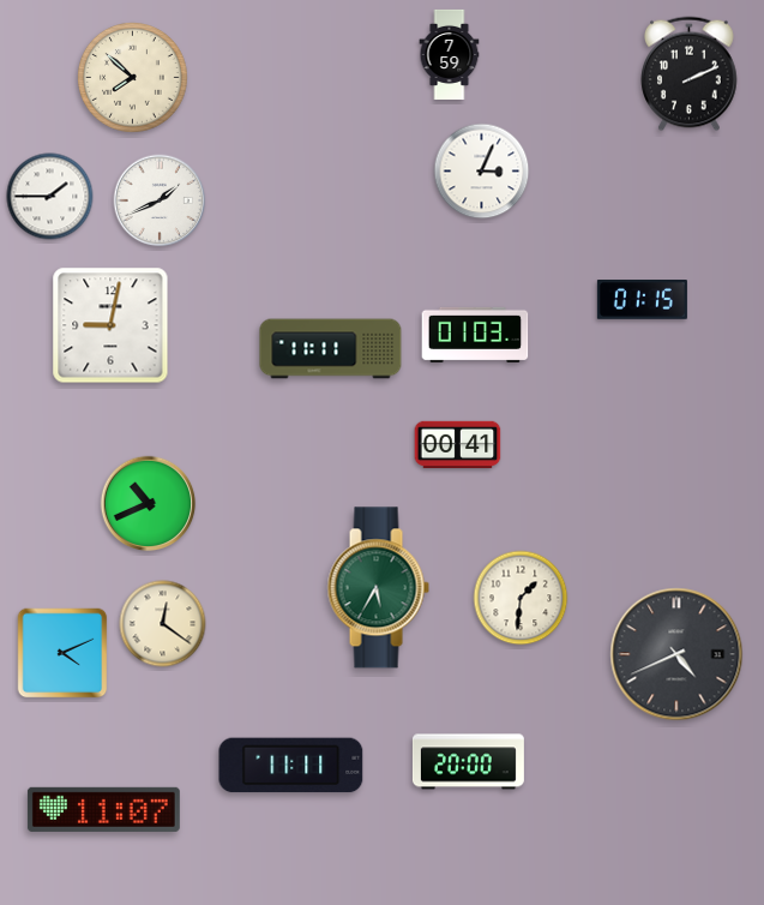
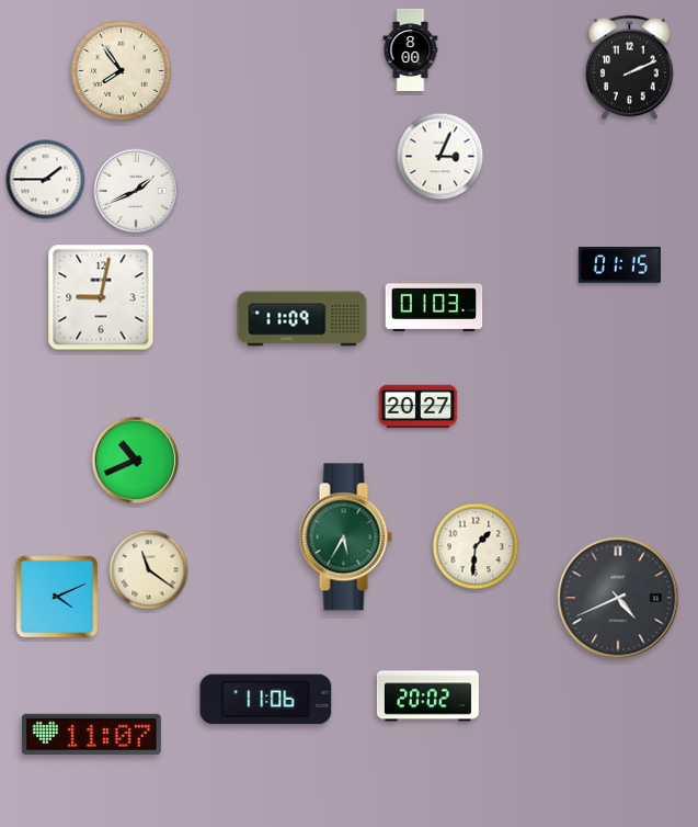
clock at (450, 54): 7:59 -> 8:00
clock at (133, 78): 7:52 -> 7:54
clock at (160, 200) position: (160, 200) -> (136, 191)
clock at (642, 300) position: (642, 300) -> (619, 265)
clock at (331, 349): 11:11 -> 11:09
clock at (458, 445): 00:41 -> 20:27
clock at (163, 624): 12:21 -> 11:21
clock at (468, 762): 20:00 -> 20:02
clock at (291, 766): 11:11 -> 11:06
clock at (103, 809) position: (103, 809) -> (91, 734)
